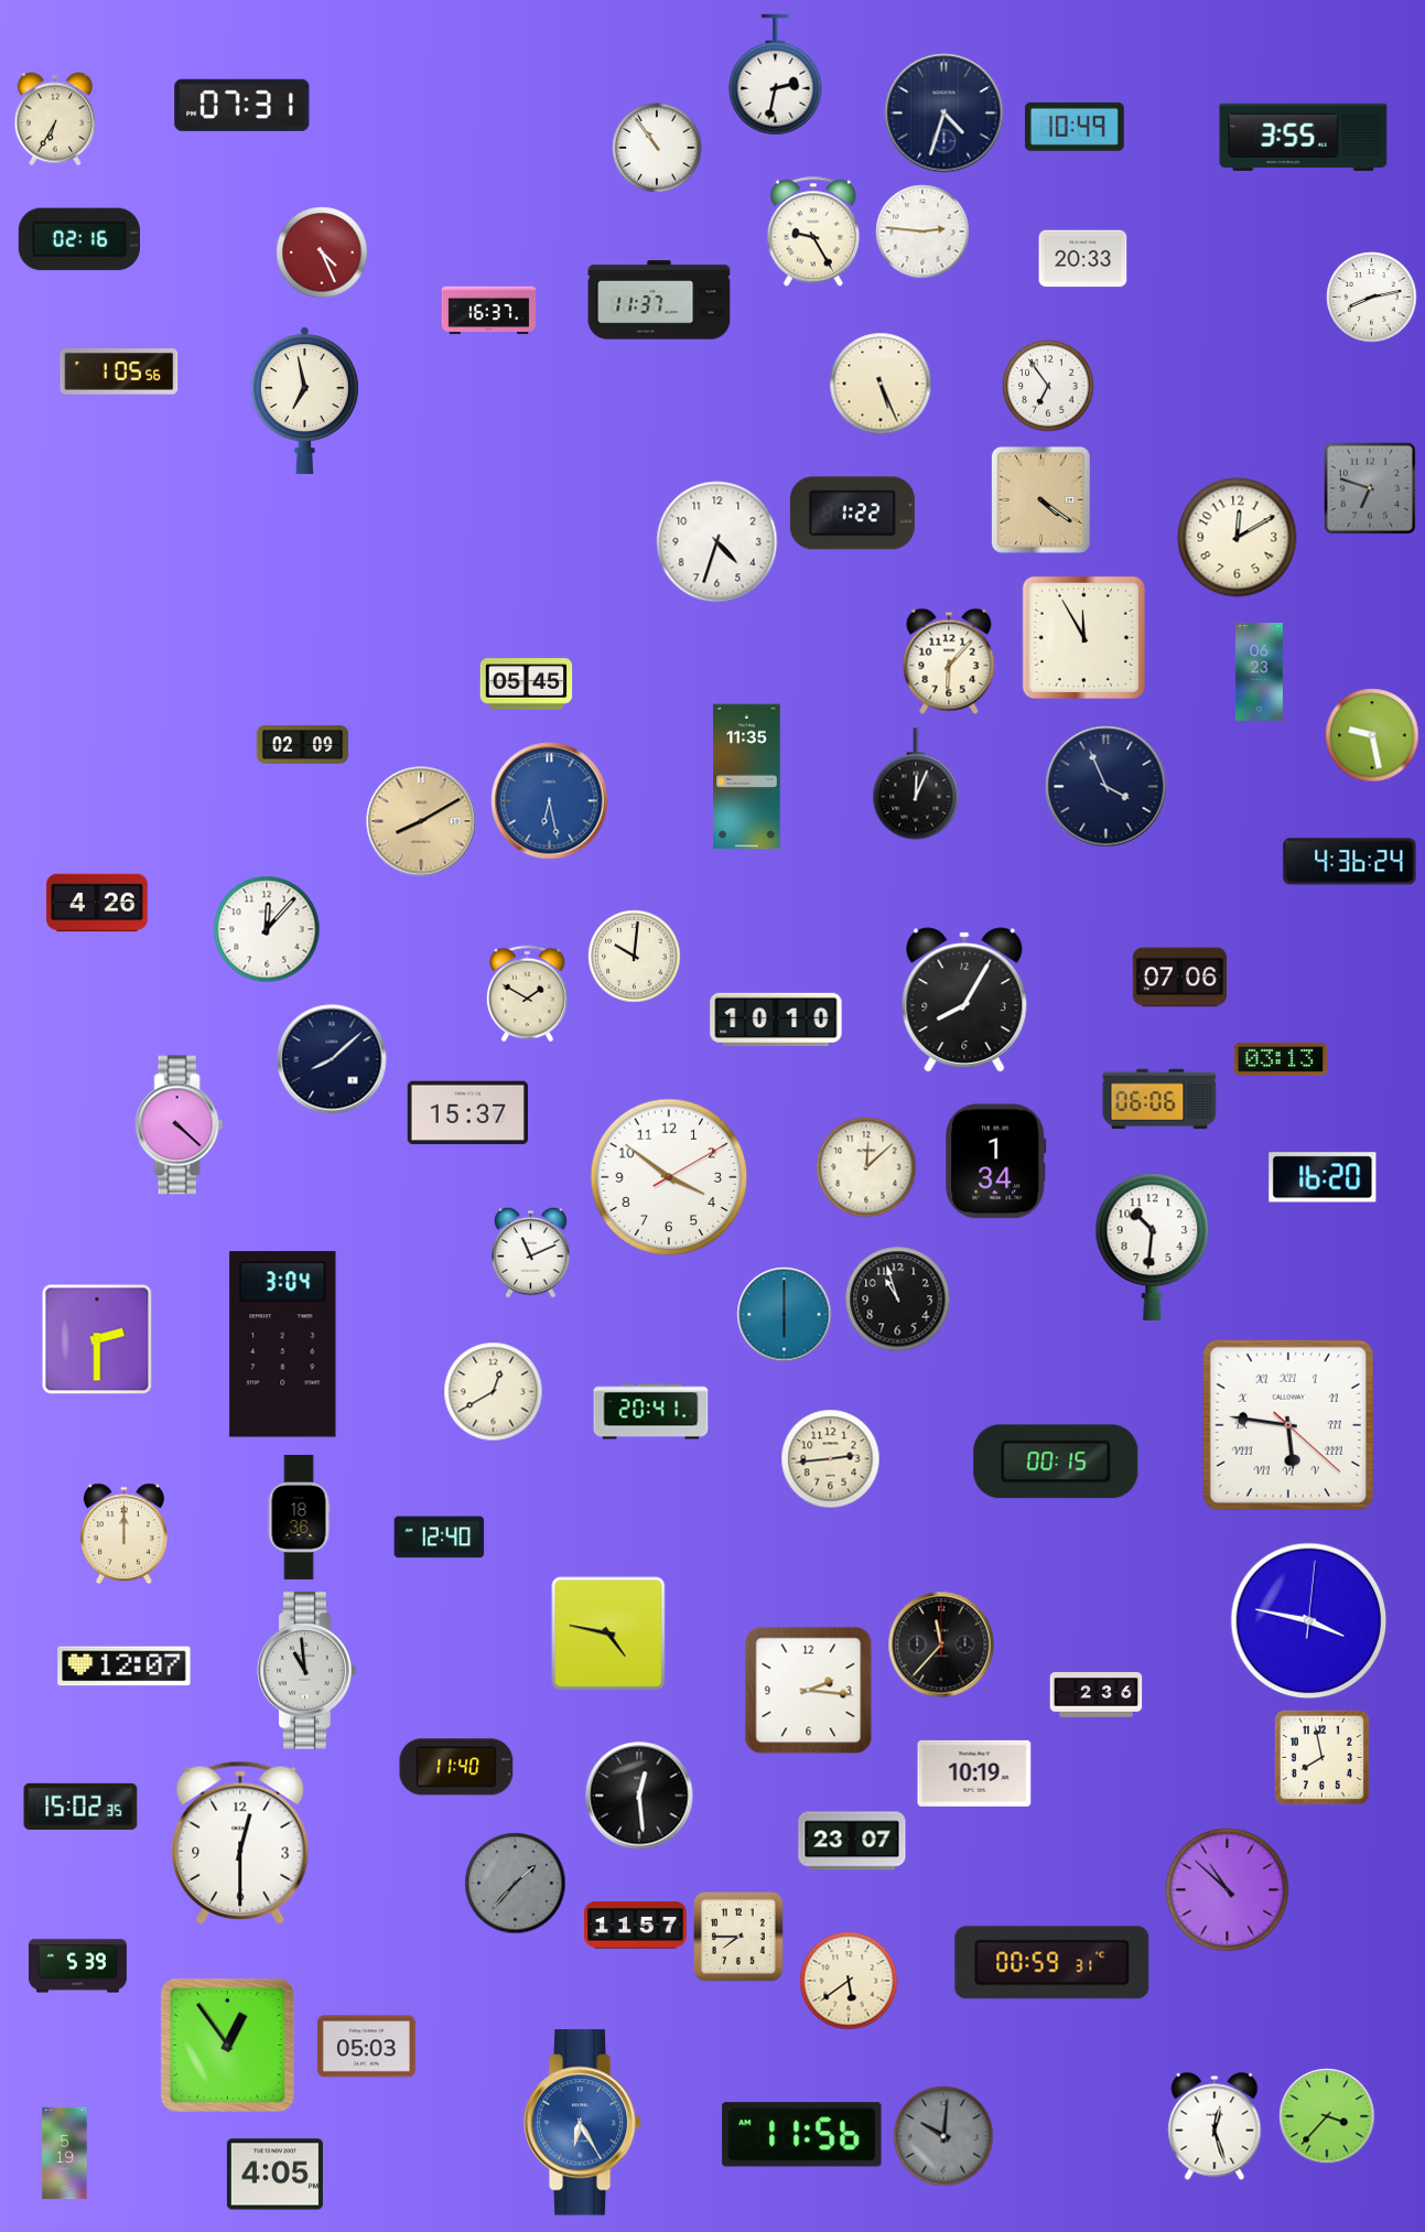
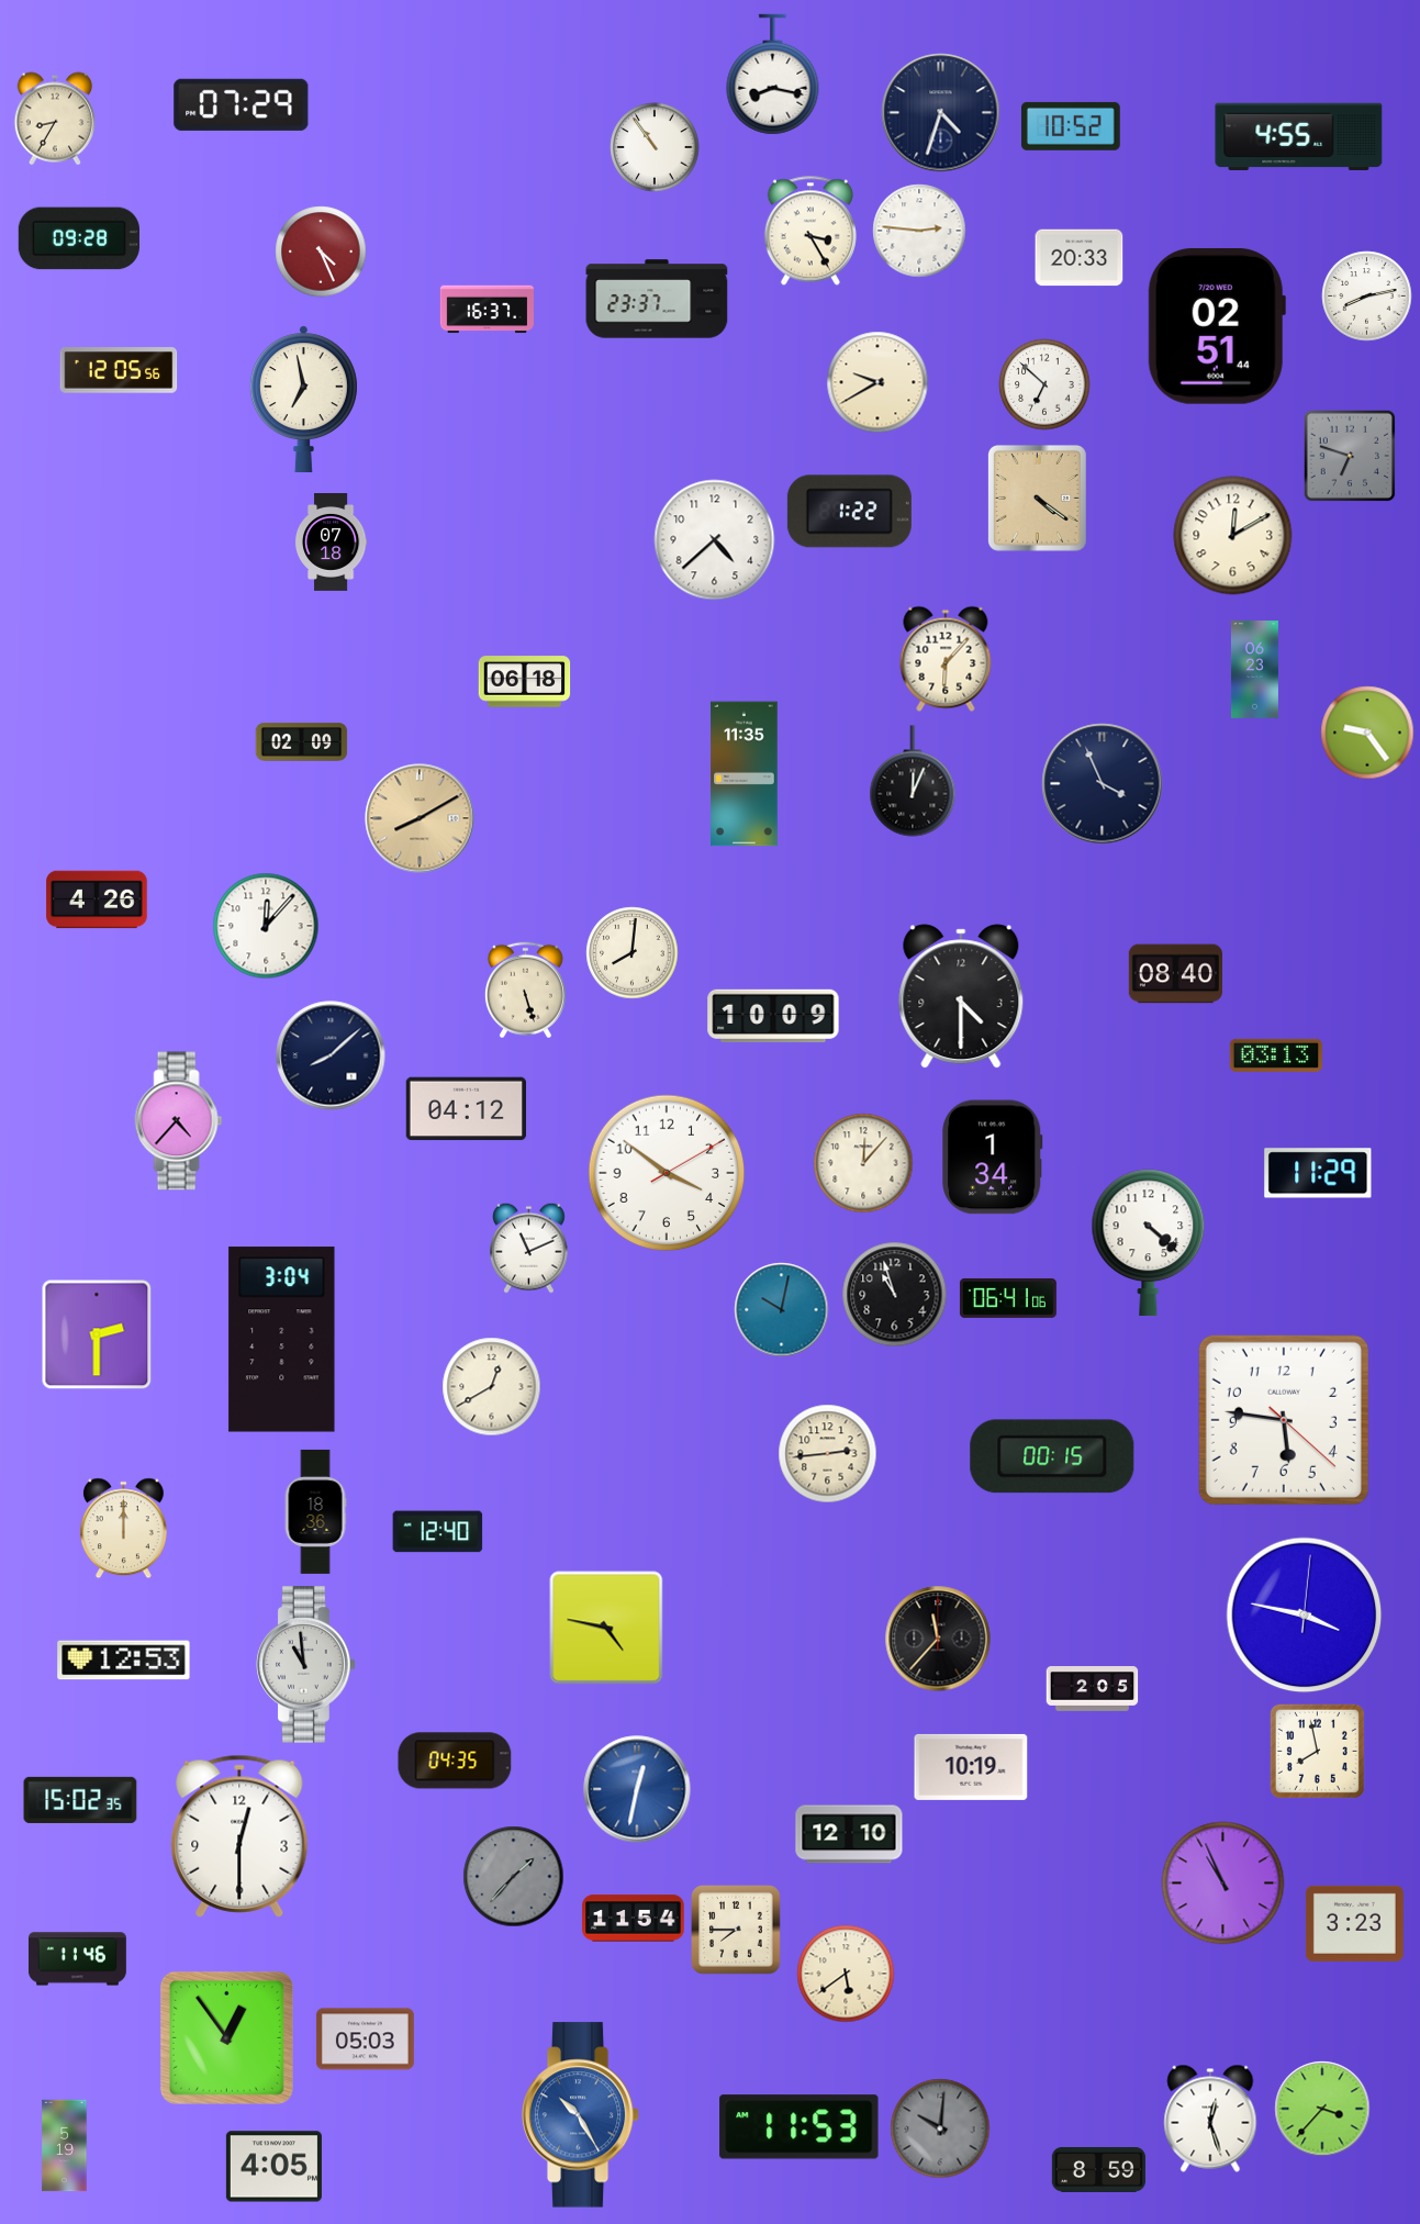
clock at (776, 75): 2:32 -> 8:17
clock at (242, 105): 07:31 -> 07:29
clock at (54, 119): 6:35 -> 8:35
clock at (1075, 127): 10:49 -> 10:52
clock at (1304, 137): 3:55 -> 4:55
clock at (813, 231): 9:25 -> 3:25
clock at (79, 239): 02:16 -> 09:28
clock at (659, 300): 11:37 -> 23:37
clock at (1217, 326): none -> 02:51
clock at (119, 373): 1:05 -> 12:05
clock at (881, 384): 5:26 -> 9:40
clock at (1048, 386): 6:54 -> 6:52
clock at (1370, 488) position: (1370, 488) -> (1350, 456)
clock at (717, 542): 4:33 -> 4:38
clock at (331, 543): none -> 07:18
clock at (1083, 637): 11:55 -> none
clock at (527, 684): 05:45 -> 06:18
clock at (1372, 735): 9:28 -> 9:24
clock at (550, 801): 6:28 -> none
clock at (1350, 862): 4:36 -> none
clock at (635, 957): 10:01 -> 8:01
clock at (1179, 978): 07:06 -> 08:40
clock at (527, 994): 1:50 -> 5:27
clock at (964, 1000): 8:05 -> 4:30
clock at (776, 1020): 10:10 -> 10:09
clock at (1159, 1099): 06:06 -> none
clock at (467, 1113): 15:37 -> 04:12
clock at (180, 1125): 4:22 -> 4:37
clock at (866, 1167): 12:08 -> 12:07
clock at (1323, 1177): 16:20 -> 11:29
clock at (1153, 1247): 10:31 -> 4:22
clock at (1008, 1298): none -> 06:41
clock at (785, 1315): 6:00 -> 10:02
clock at (651, 1412): 20:41 -> none
clock at (1288, 1425) numerals: Roman -> Arabic
clock at (299, 1517) position: (299, 1517) -> (315, 1511)
clock at (125, 1667): 12:07 -> 12:53
clock at (809, 1691): 2:16 -> none
clock at (1097, 1695): 2:36 -> 2:05
clock at (456, 1767): 11:40 -> 04:35
clock at (639, 1796): 12:29 -> 12:32
clock at (639, 1796) dial: black -> blue
clock at (852, 1841): 23:07 -> 12:10
clock at (1228, 1890): 10:52 -> 10:56
clock at (636, 1926): 11:57 -> 11:54
clock at (1354, 1923): none -> 3:23
clock at (1052, 1963): 00:59 -> none
clock at (77, 1966): 5:39 -> 11:46
clock at (583, 2123): 6:25 -> 10:25
clock at (802, 2135): 11:56 -> 11:53
clock at (1098, 2169): none -> 8:59
